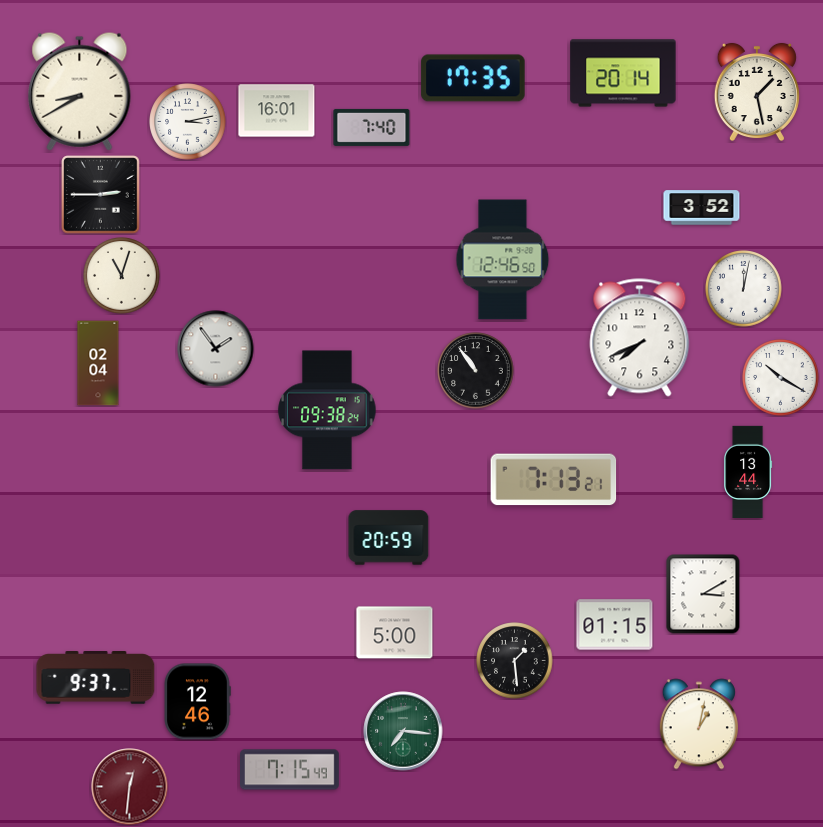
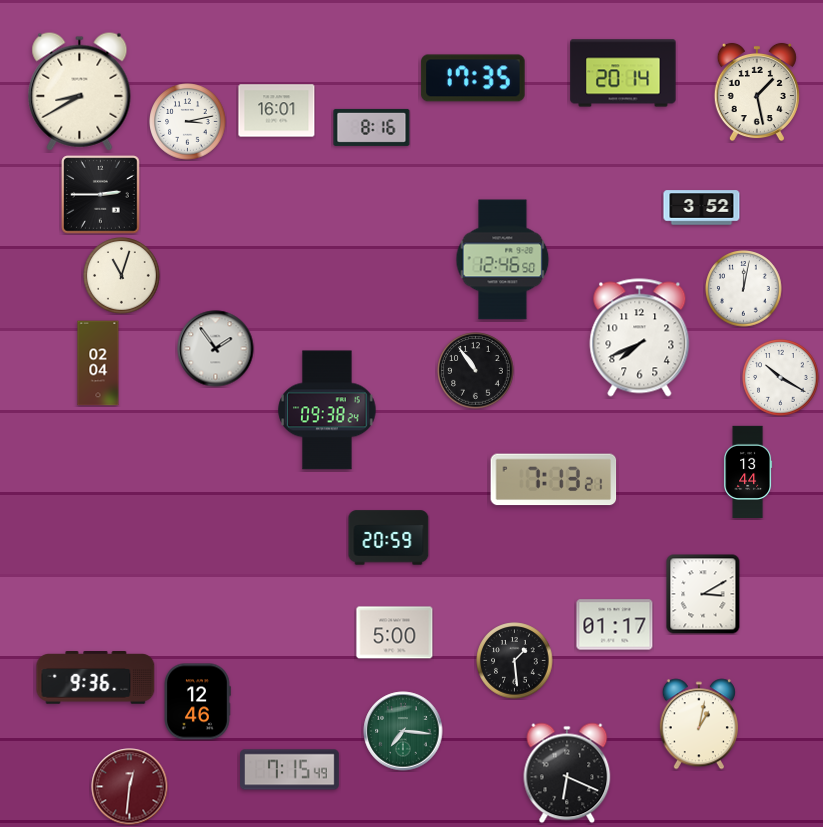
clock at (372, 127): 7:40 -> 8:16
clock at (615, 625): 01:15 -> 01:17
clock at (96, 678): 9:37 -> 9:36
clock at (567, 773): none -> 6:19
